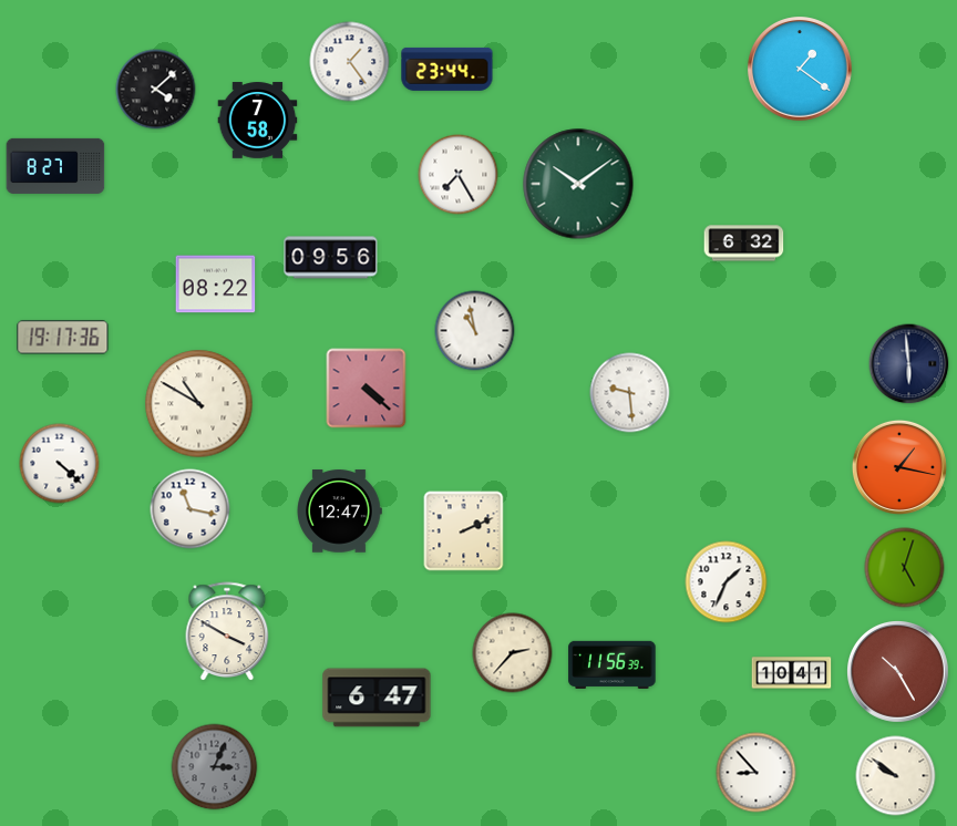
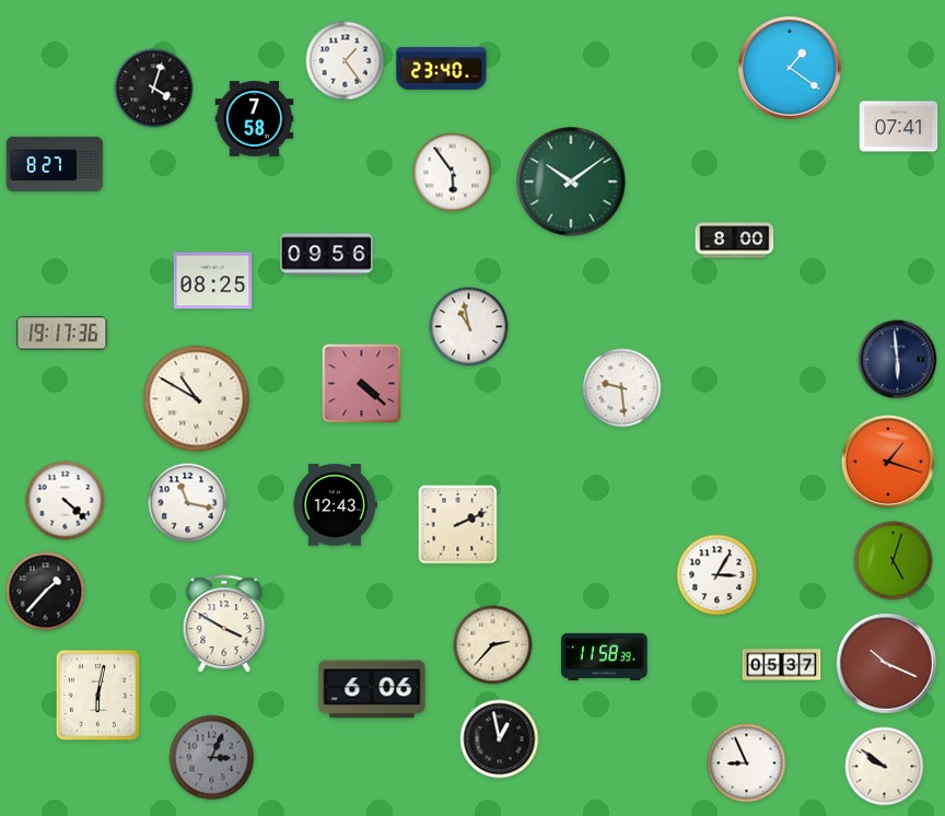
clock at (447, 69): 23:44 -> 23:40
clock at (156, 90): 4:08 -> 4:03
clock at (899, 127): none -> 07:41
clock at (459, 175): 7:25 -> 5:54
clock at (744, 244): 6:32 -> 8:00
clock at (216, 285): 08:22 -> 08:25
clock at (60, 464) position: (60, 464) -> (66, 501)
clock at (899, 467): 1:17 -> 1:18
clock at (339, 512): 12:47 -> 12:43
clock at (727, 582): 1:34 -> 3:05
clock at (46, 592): none -> 1:37
clock at (513, 653) position: (513, 653) -> (493, 645)
clock at (613, 664): 11:56 -> 11:58
clock at (898, 672): 10:25 -> 10:19
clock at (792, 673): 10:41 -> 05:37
clock at (377, 698): 6:47 -> 6:06
clock at (97, 695): none -> 6:02
clock at (500, 739): none -> 12:58
clock at (757, 773): 8:53 -> 8:56
